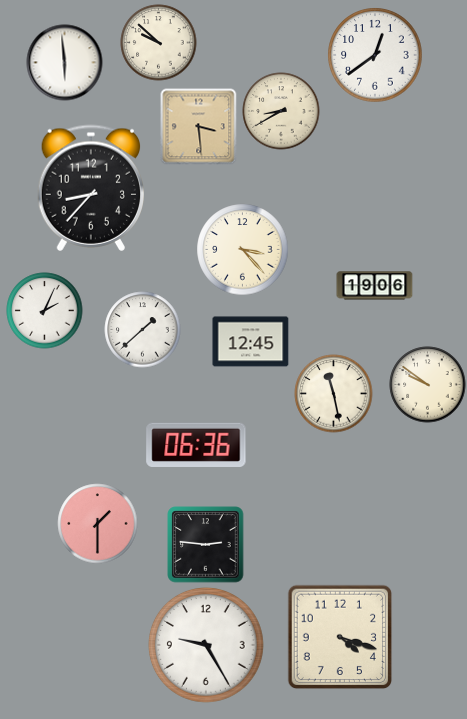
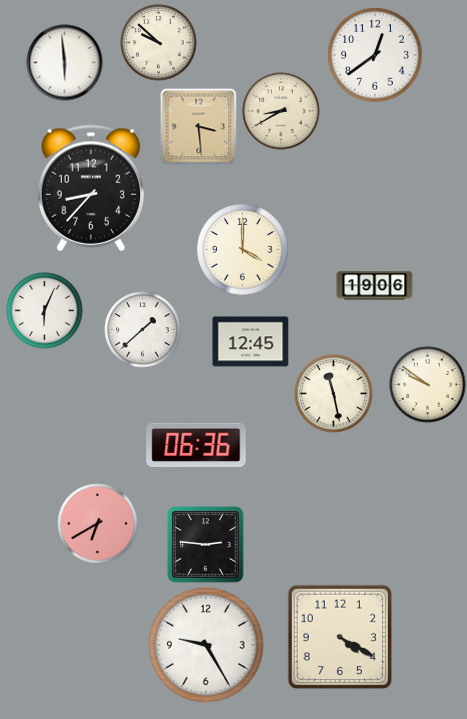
clock at (243, 250): 3:23 -> 4:00
clock at (45, 311): 2:04 -> 6:04
clock at (98, 524): 1:30 -> 6:40
clock at (340, 637): 4:18 -> 4:20
